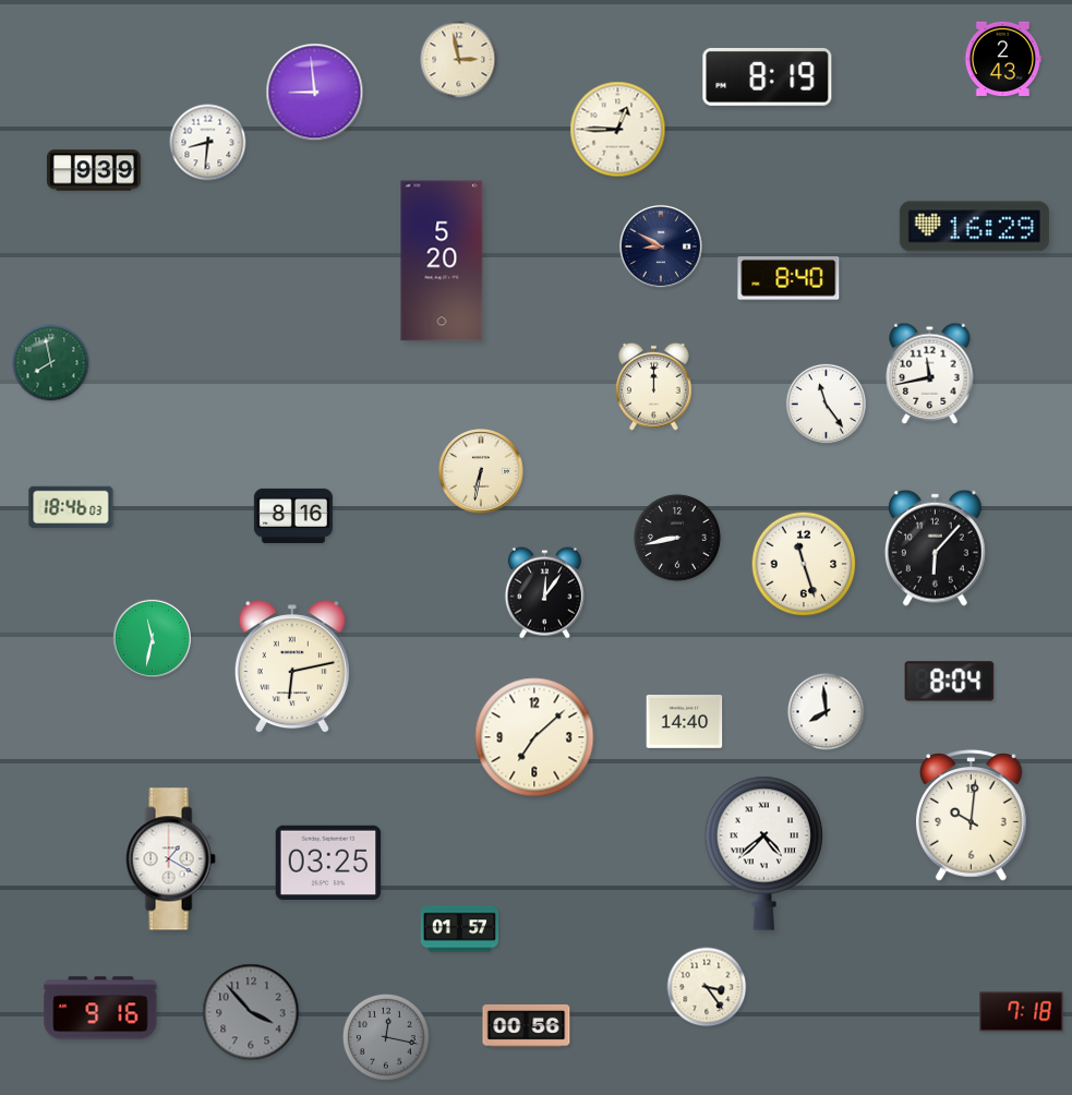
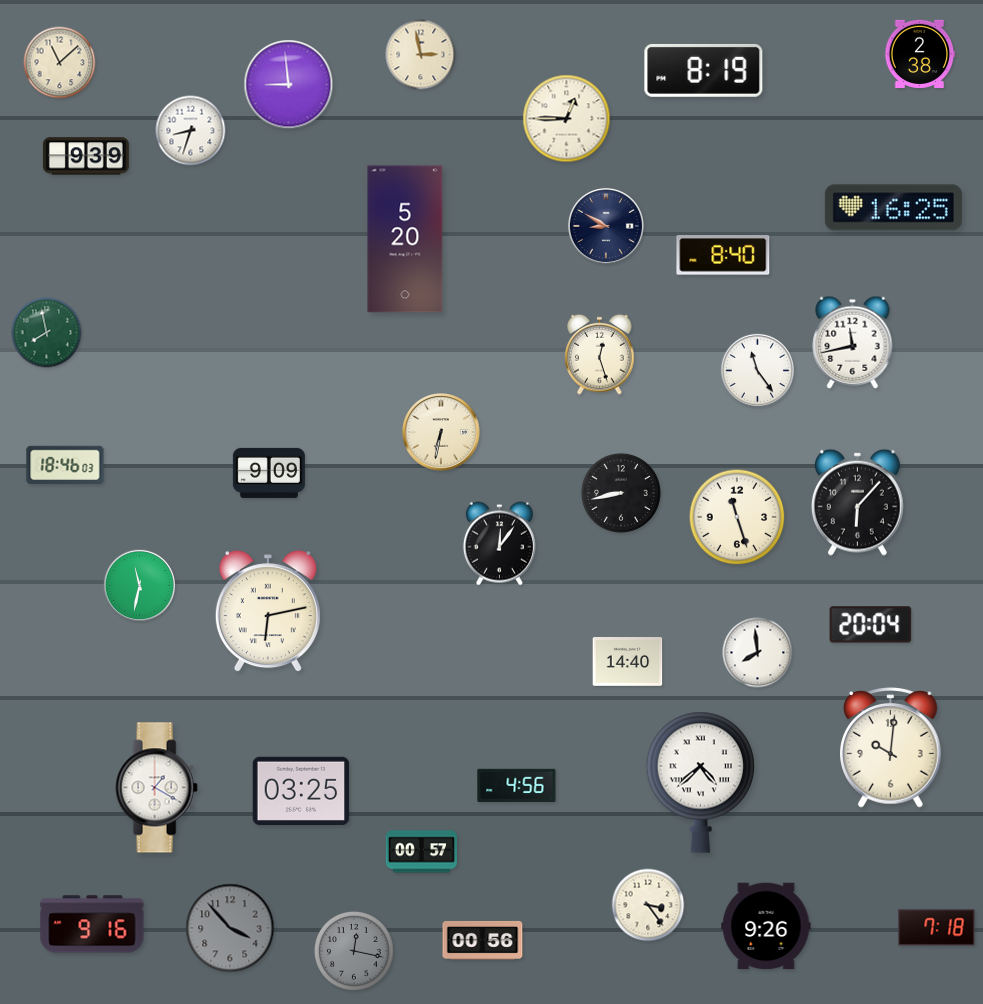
clock at (1003, 59): 2:43 -> 2:38
clock at (60, 63): none -> 11:08
clock at (208, 143): 8:31 -> 8:33
clock at (974, 227): 16:29 -> 16:25
clock at (654, 386): 12:00 -> 12:27
clock at (293, 516): 8:16 -> 9:09
clock at (950, 682): 8:04 -> 20:04
clock at (534, 737): 7:08 -> none
clock at (517, 785): none -> 4:56
clock at (459, 929): 01:57 -> 00:57
clock at (766, 926): none -> 9:26
